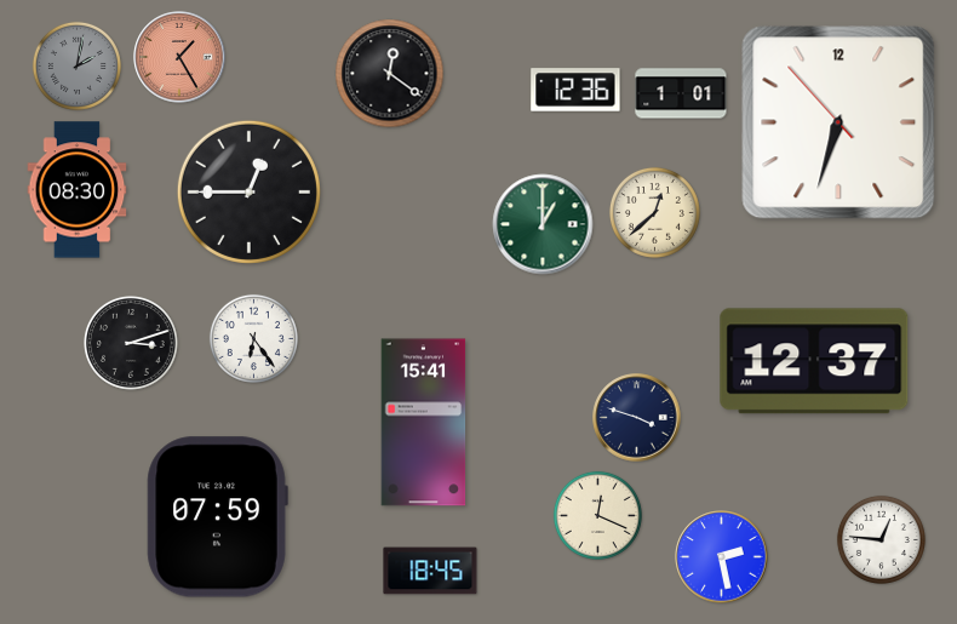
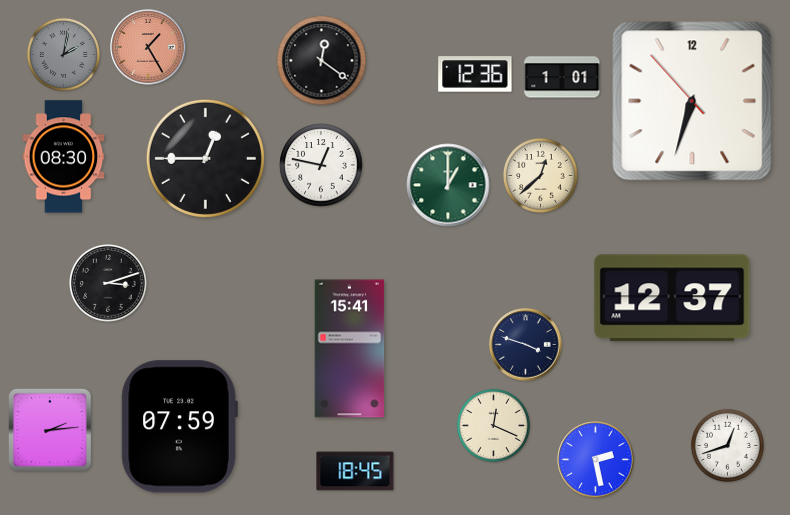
clock at (321, 165): none -> 12:47
clock at (253, 338): 6:24 -> none
clock at (51, 431): none -> 2:14
clock at (881, 539): 12:46 -> 12:42
